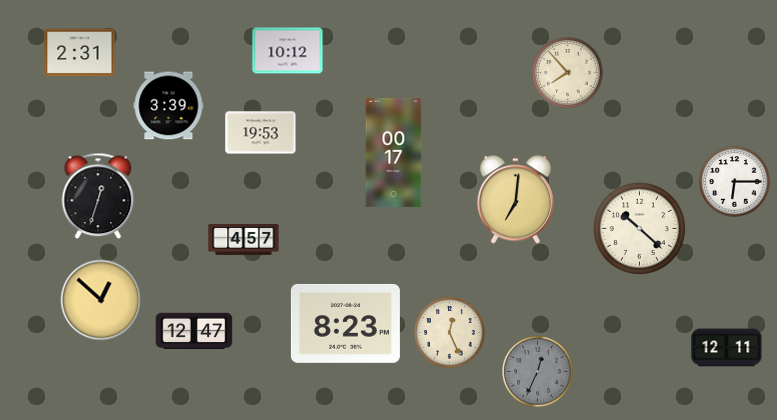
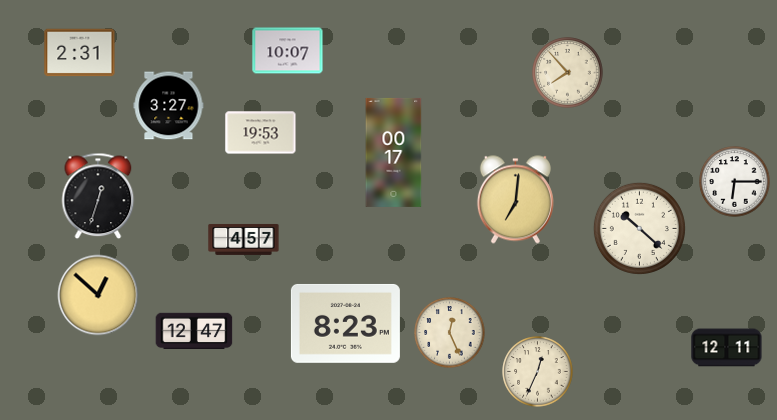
clock at (288, 51): 10:12 -> 10:07
clock at (169, 106): 3:39 -> 3:27
clock at (101, 300) position: (101, 300) -> (98, 295)
clock at (538, 372) dial: grey -> cream
